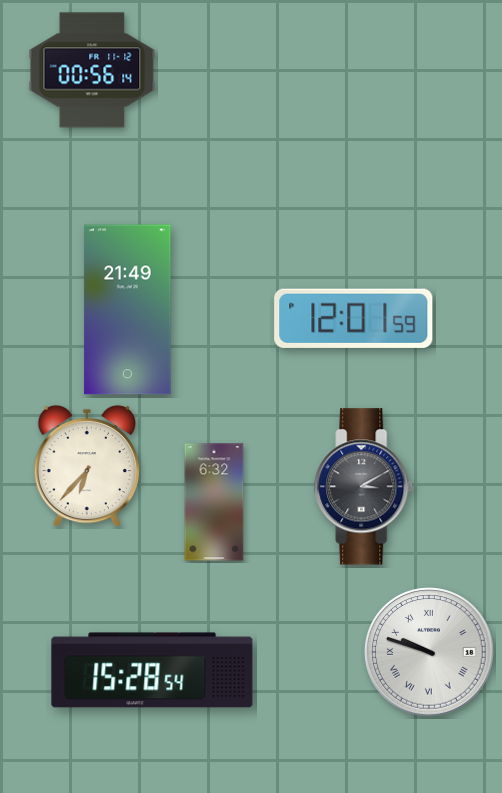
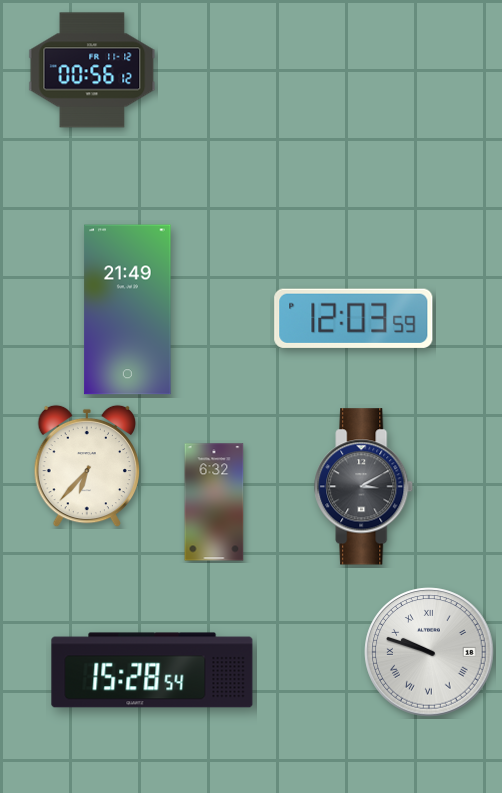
clock at (92, 70): 00:56:14 -> 00:56:12
clock at (354, 318): 12:01 -> 12:03
